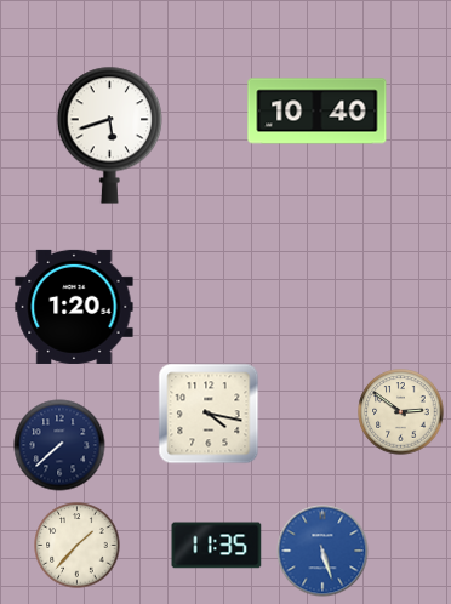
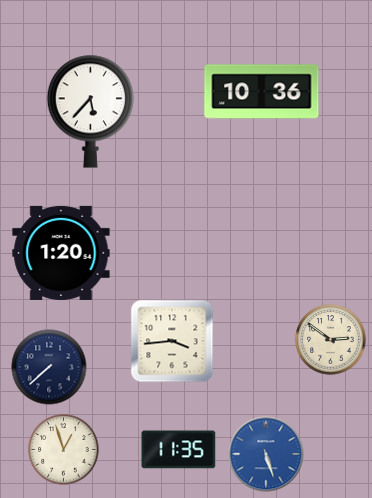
clock at (318, 112): 10:40 -> 10:36
clock at (110, 135): 5:42 -> 5:37
clock at (209, 414): 4:17 -> 3:44
clock at (78, 546): 1:37 -> 12:57
